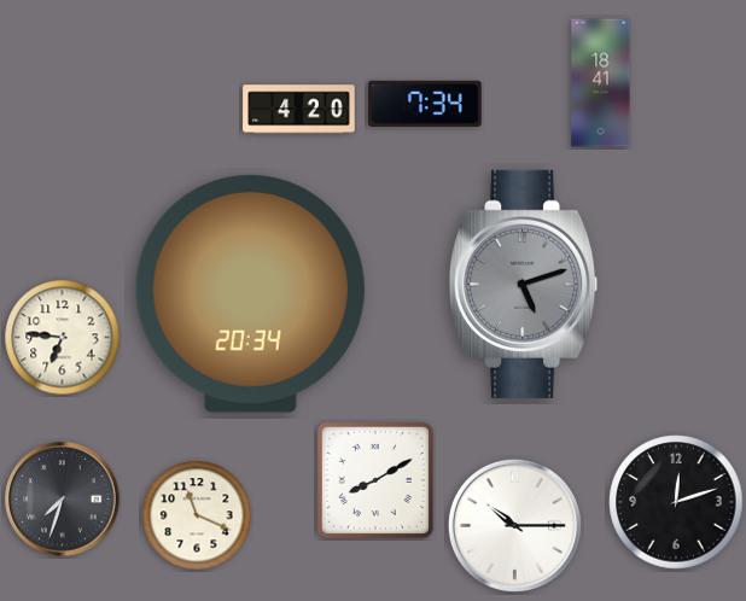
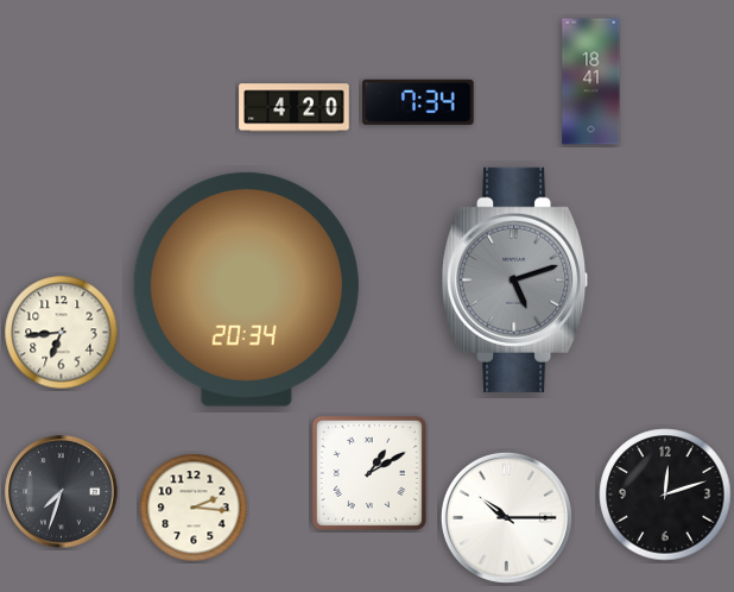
clock at (63, 338): 6:46 -> 6:44
clock at (375, 480): 8:10 -> 1:10
clock at (197, 515): 11:19 -> 2:16
